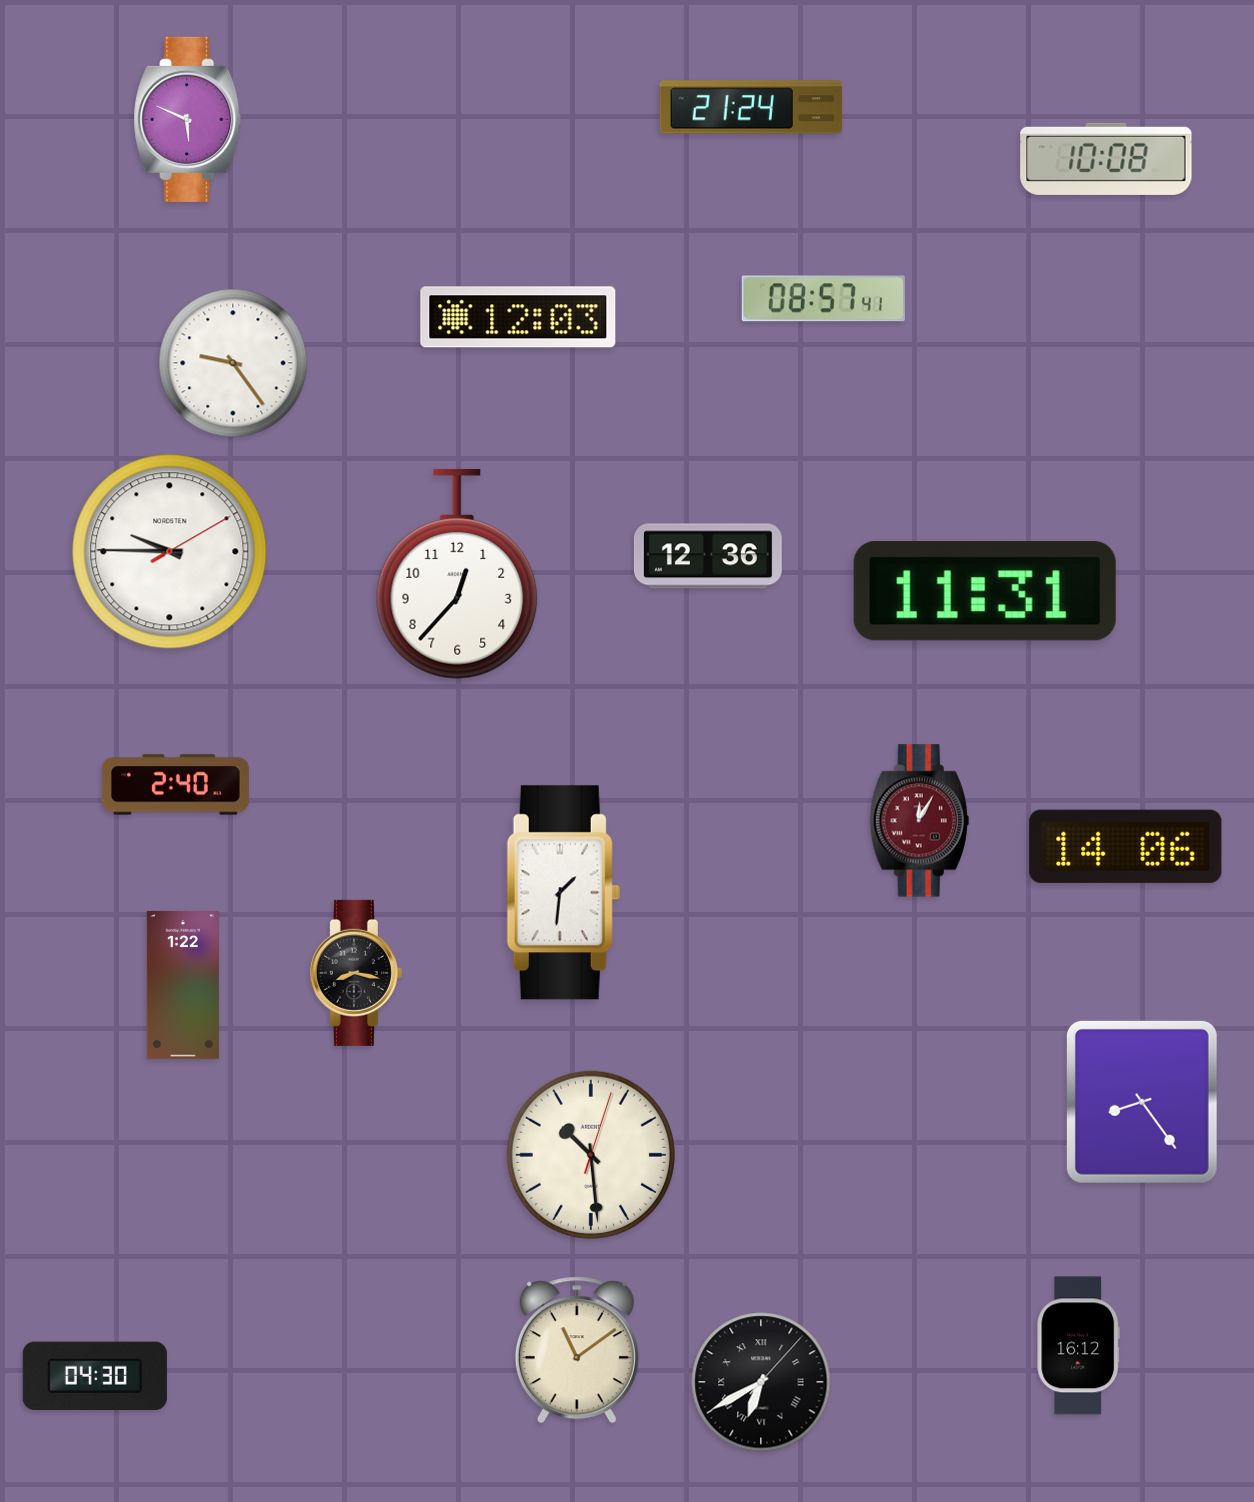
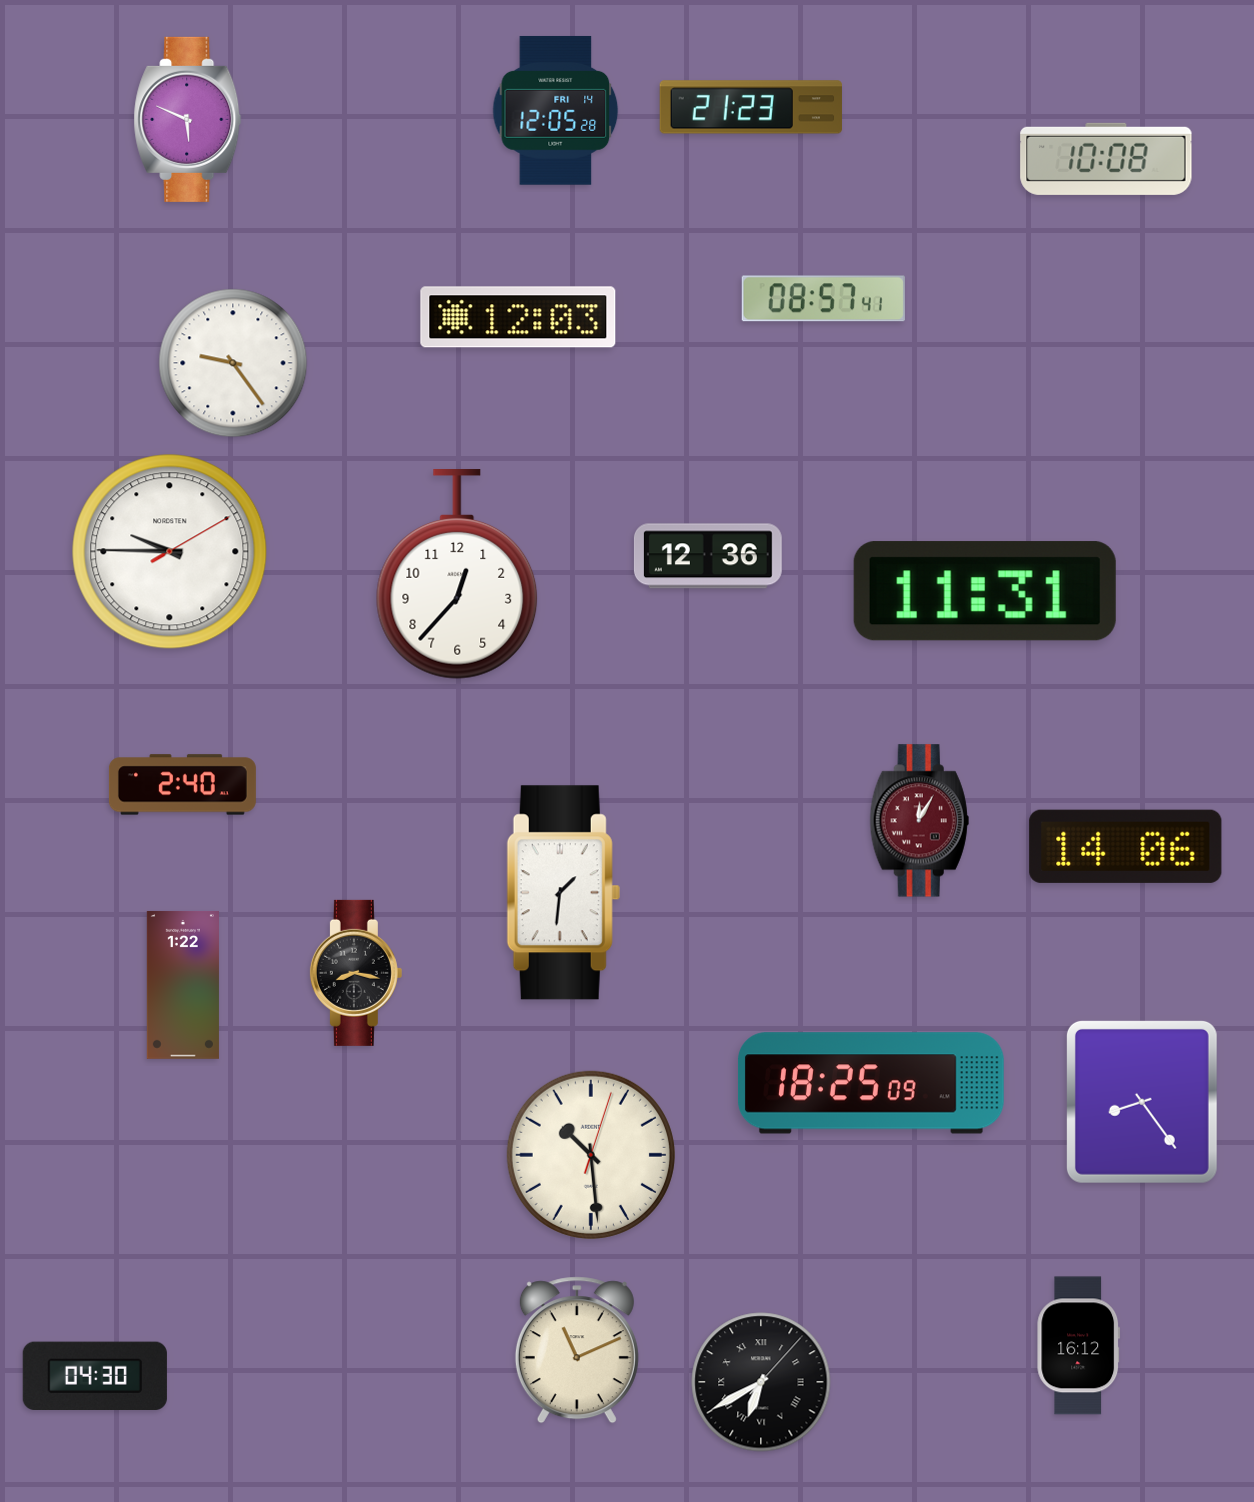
clock at (751, 107): 21:24 -> 21:23
clock at (556, 110): none -> 12:05
clock at (175, 785) position: (175, 785) -> (182, 785)
clock at (871, 1083): none -> 18:25
clock at (577, 1350): 11:09 -> 11:11
